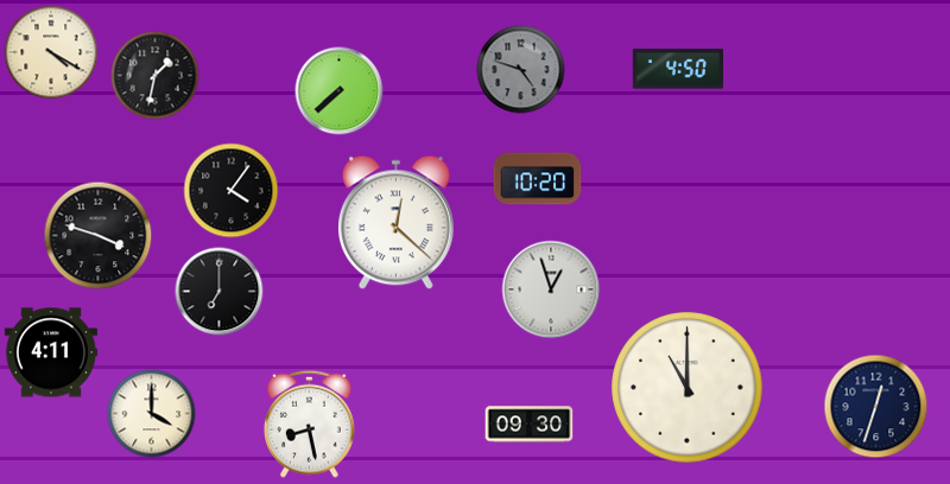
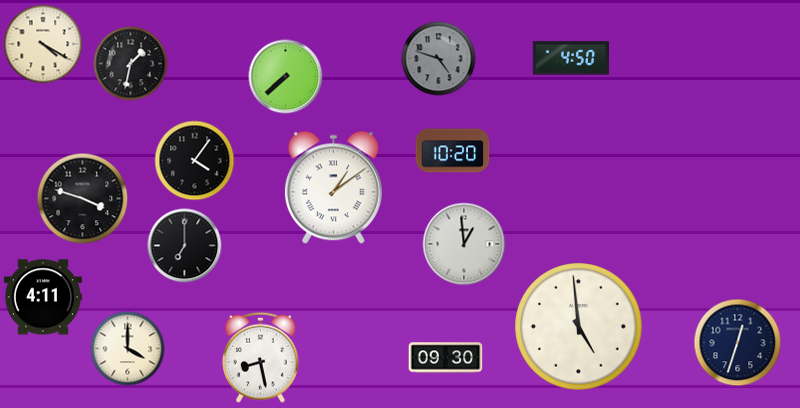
clock at (395, 223): 12:22 -> 1:09
clock at (551, 289): 12:57 -> 12:59
clock at (688, 388): 11:00 -> 4:59
